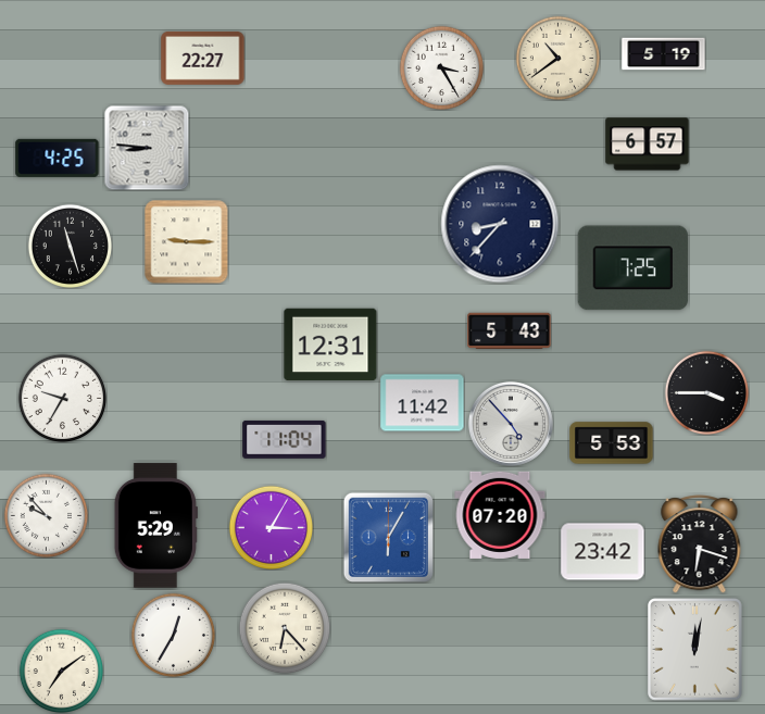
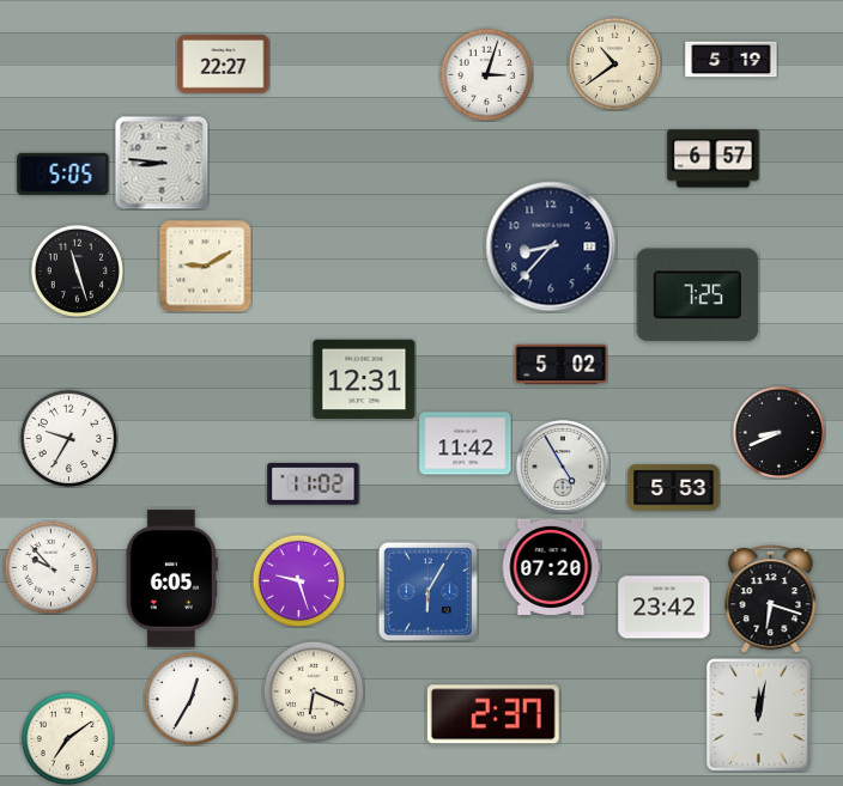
clock at (441, 67): 3:25 -> 3:03
clock at (58, 158): 4:25 -> 5:05
clock at (186, 241): 9:15 -> 9:10
clock at (510, 331): 5:43 -> 5:02
clock at (706, 392): 3:45 -> 8:41
clock at (511, 424): 4:53 -> 4:55
clock at (285, 439): 11:04 -> 11:02
clock at (155, 526): 5:29 -> 6:05
clock at (271, 527): 3:05 -> 9:27
clock at (285, 628): 6:23 -> 6:19
clock at (493, 714): none -> 2:37
clock at (695, 650) position: (695, 650) -> (759, 715)
